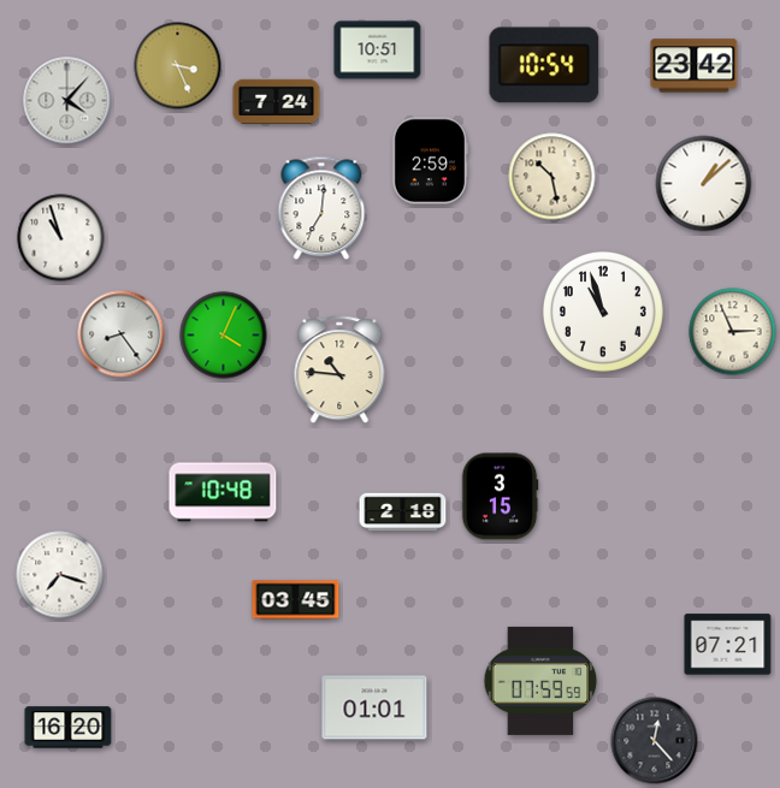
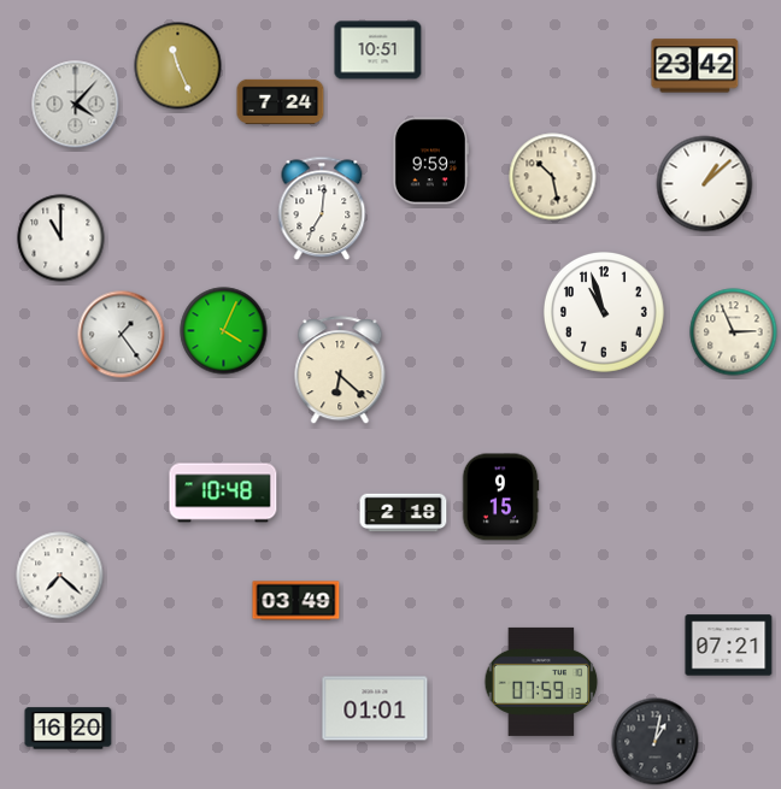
clock at (544, 65): 10:54 -> none
clock at (178, 66): 3:26 -> 11:26
clock at (67, 101) position: (67, 101) -> (76, 105)
clock at (277, 101) position: (277, 101) -> (281, 101)
clock at (431, 161): 2:59 -> 9:59
clock at (61, 238): 10:57 -> 11:00
clock at (122, 334): 8:24 -> 1:24
clock at (224, 336) position: (224, 336) -> (224, 331)
clock at (339, 371): 10:46 -> 6:22
clock at (500, 497): 3:15 -> 9:15
clock at (60, 575): 7:18 -> 7:22
clock at (296, 600): 03:45 -> 03:49
clock at (540, 681): 07:59:59 -> 07:59:13
clock at (655, 741): 12:23 -> 1:02
